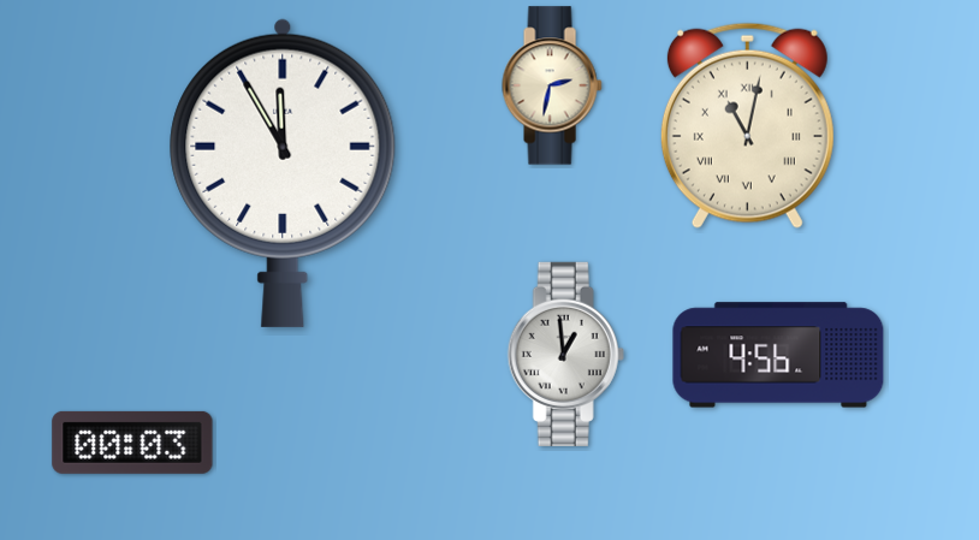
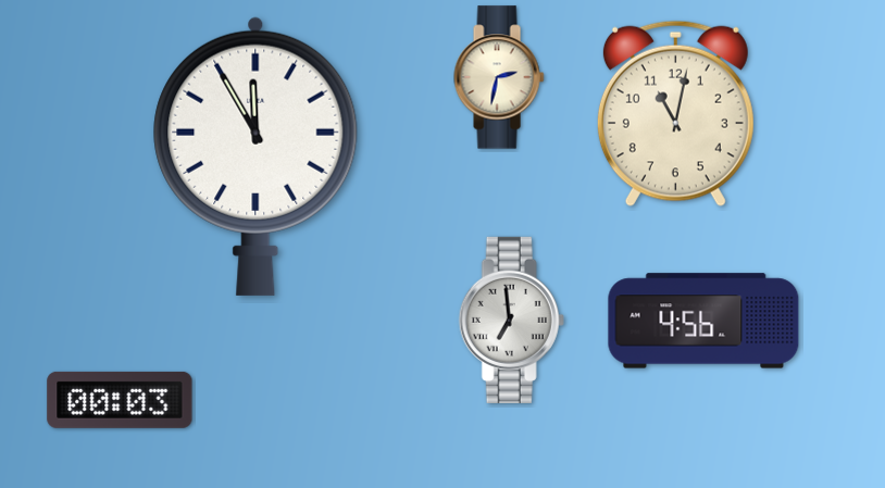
clock at (747, 125) numerals: Roman -> Arabic
clock at (565, 354): 12:59 -> 6:59
